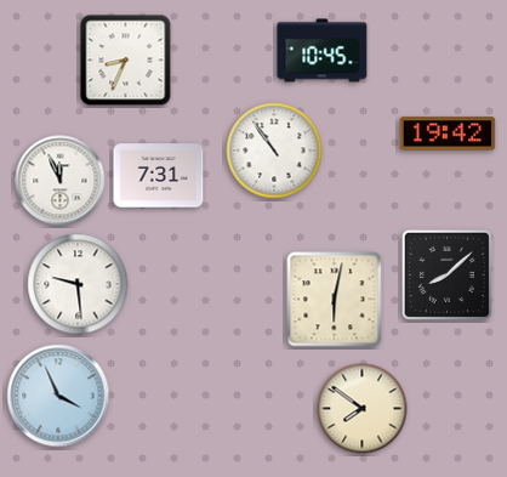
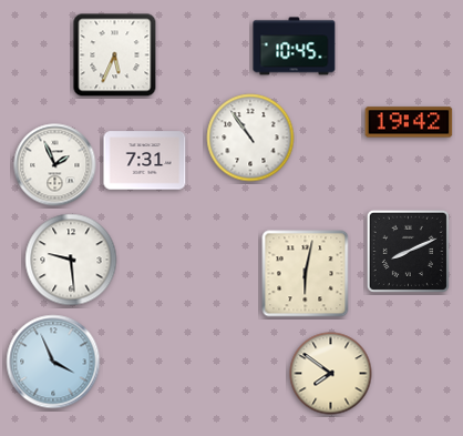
clock at (126, 61): 8:34 -> 5:34
clock at (61, 181): 11:56 -> 1:56
clock at (446, 274): 8:08 -> 8:11
